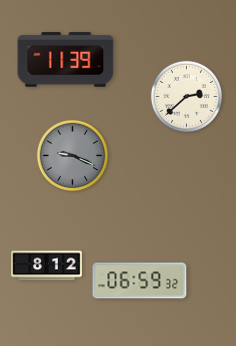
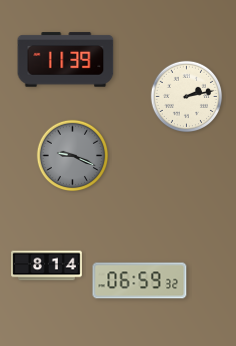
clock at (187, 97): 2:38 -> 2:13
clock at (47, 266): 8:12 -> 8:14
